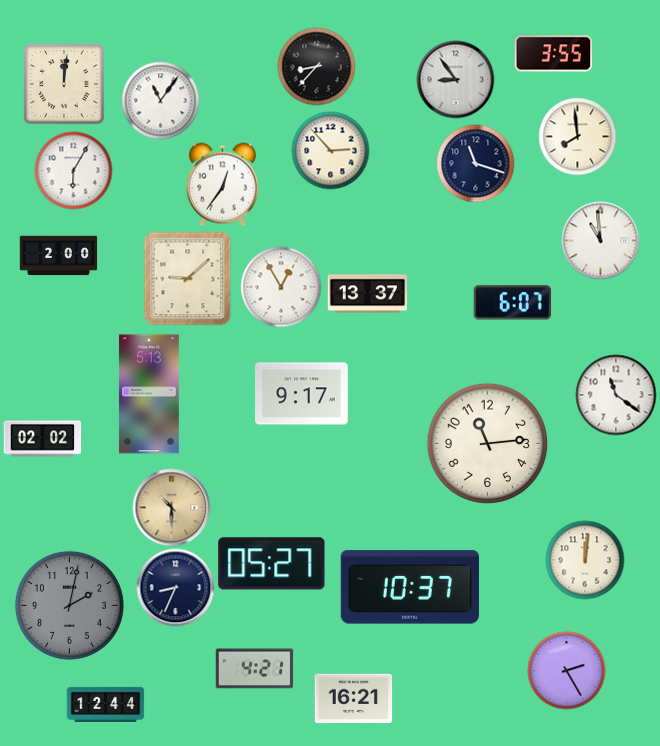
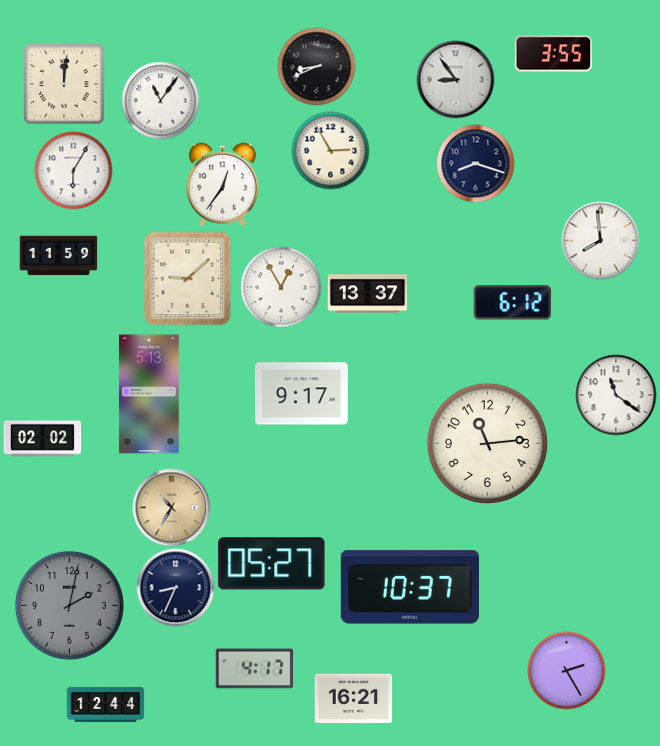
clock at (316, 66): 8:37 -> 8:41
clock at (577, 136): 7:59 -> none
clock at (330, 150): 2:53 -> 2:55
clock at (475, 163): 11:18 -> 8:18
clock at (600, 240): 10:59 -> 7:59
clock at (58, 256): 2:00 -> 11:59
clock at (512, 303): 6:07 -> 6:12
clock at (171, 507): 10:30 -> 10:35
clock at (585, 560): 12:01 -> none
clock at (254, 669): 4:21 -> 4:17
